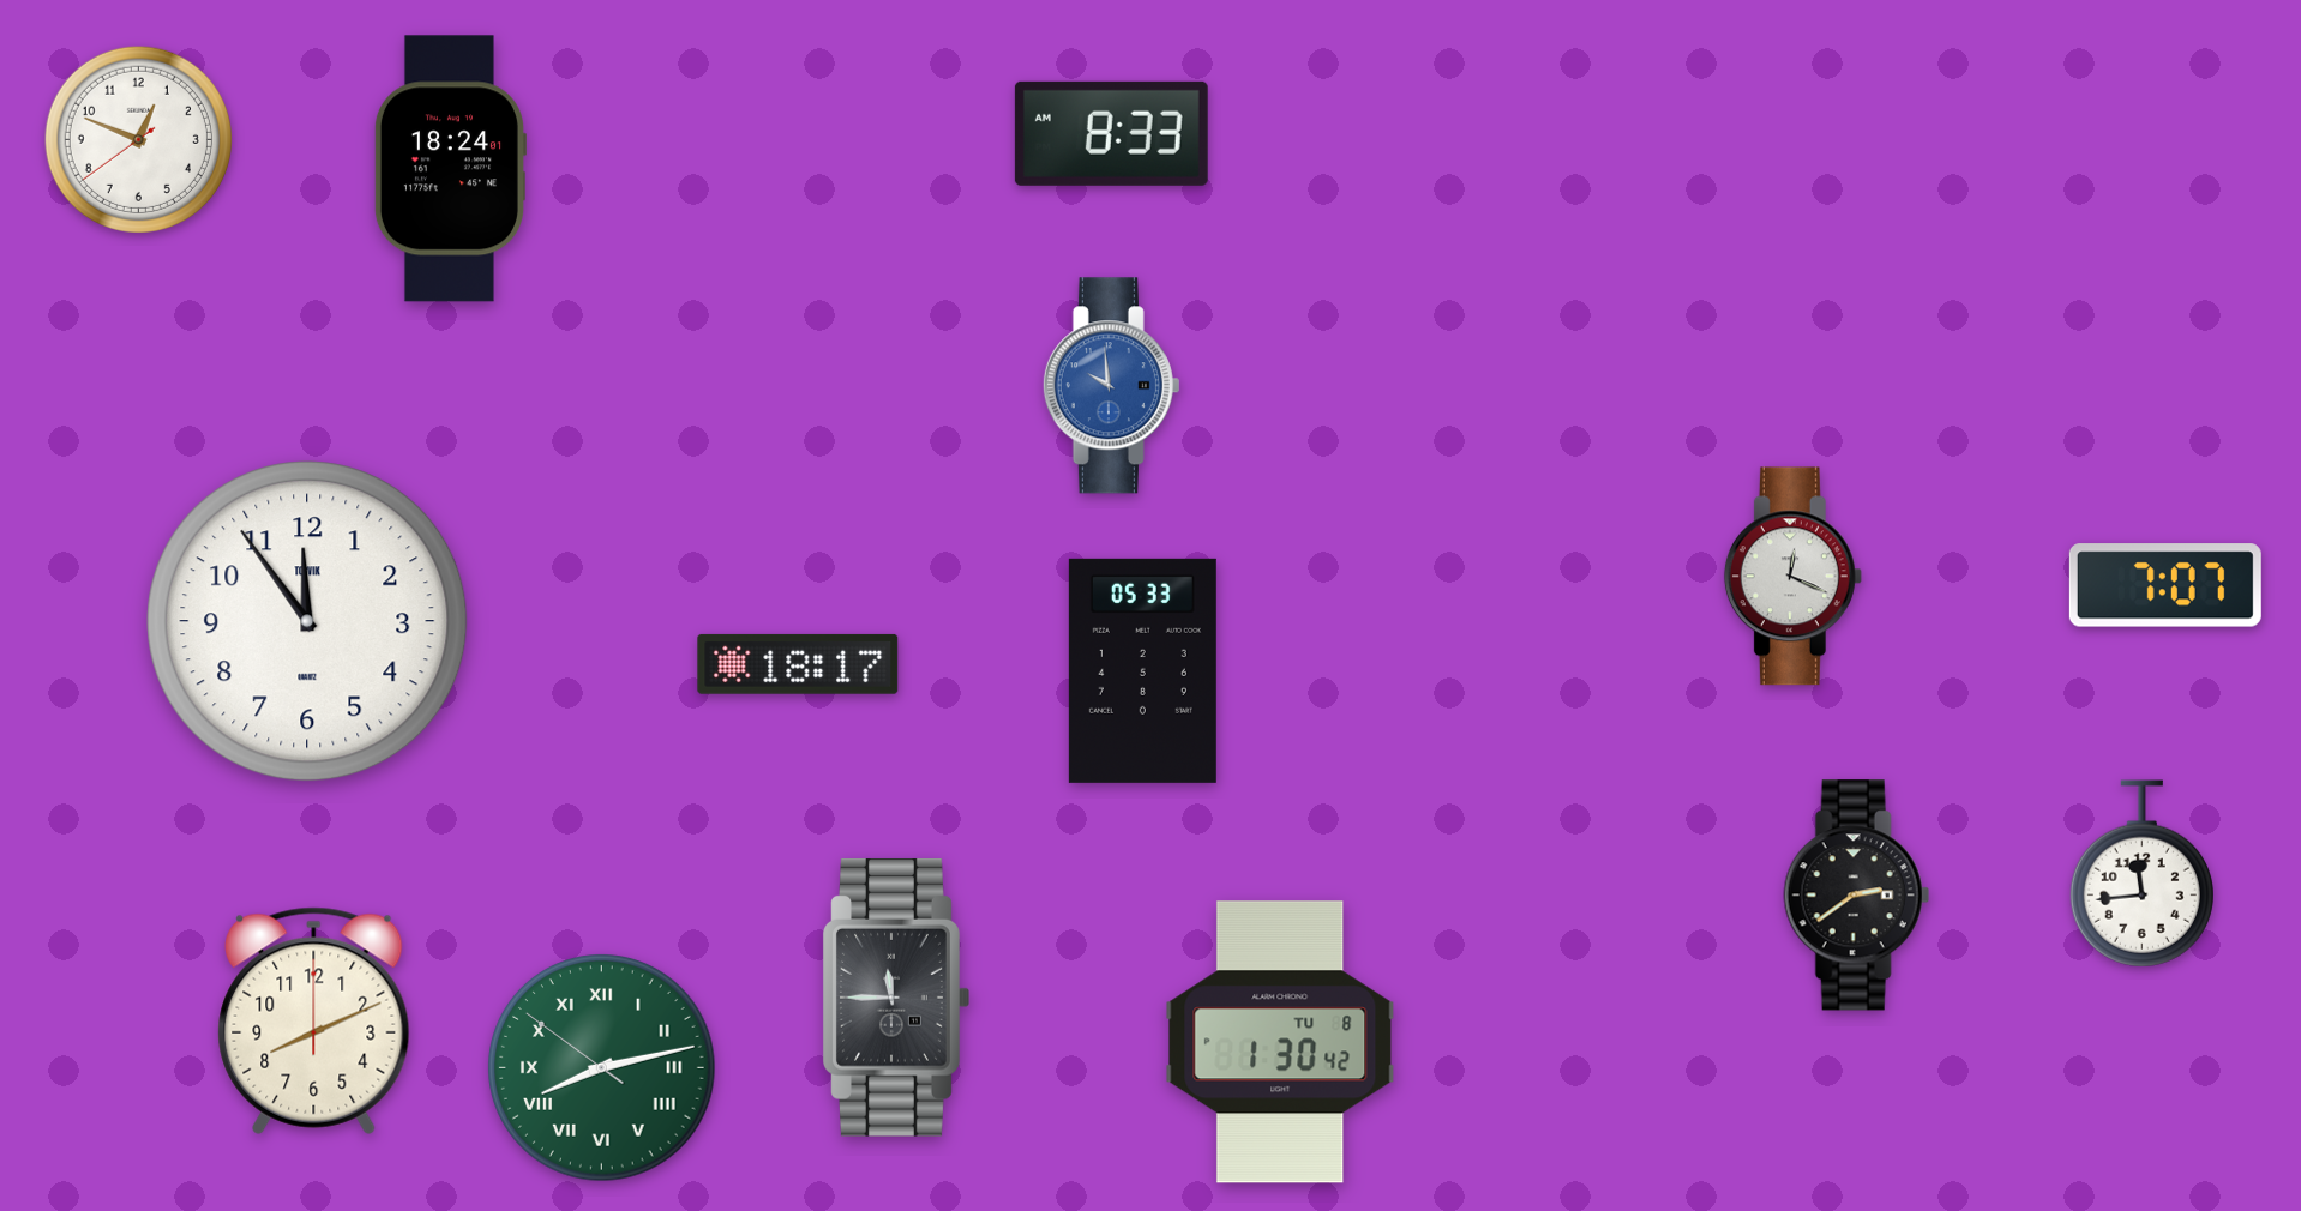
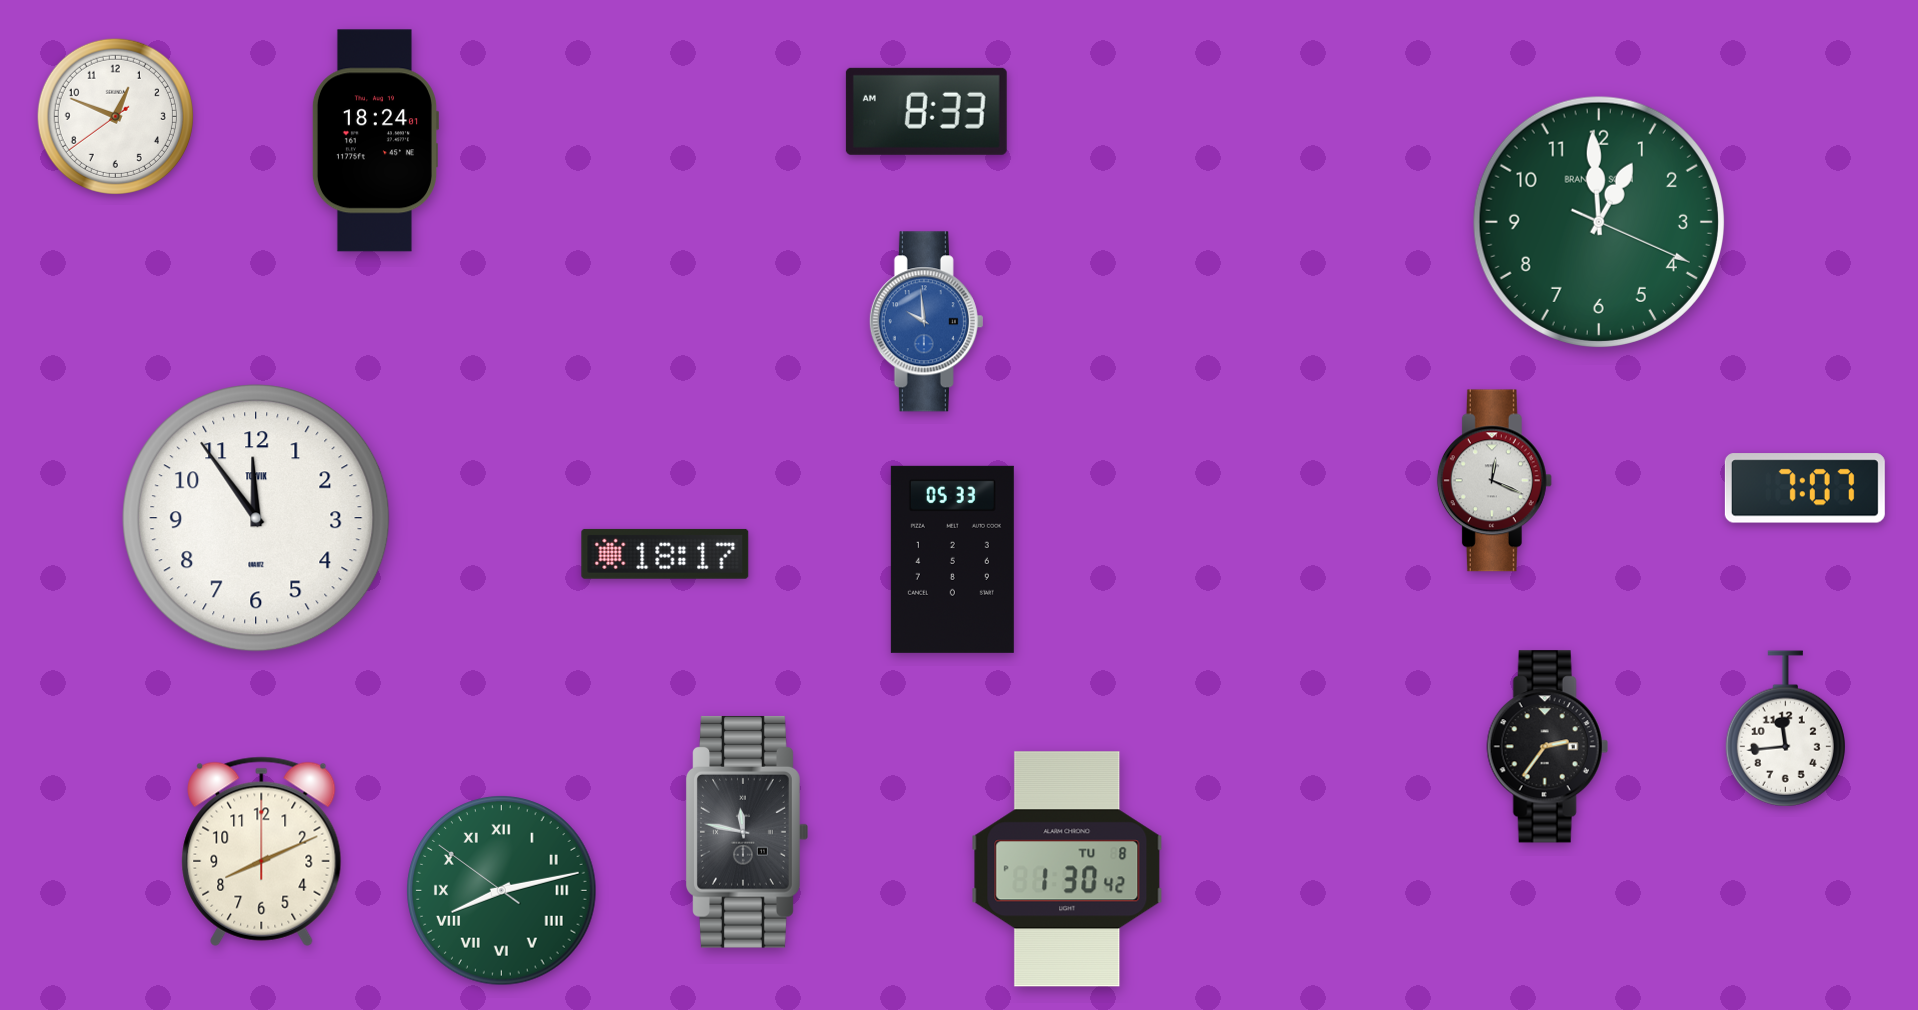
clock at (1599, 222): none -> 12:59
clock at (1856, 896): 2:39 -> 2:36
clock at (896, 998): 11:45 -> 11:47
